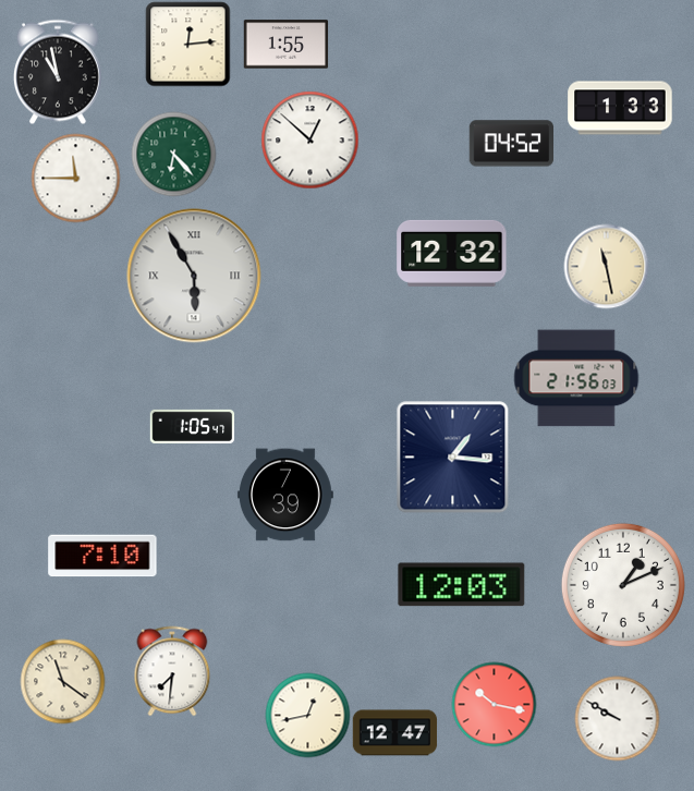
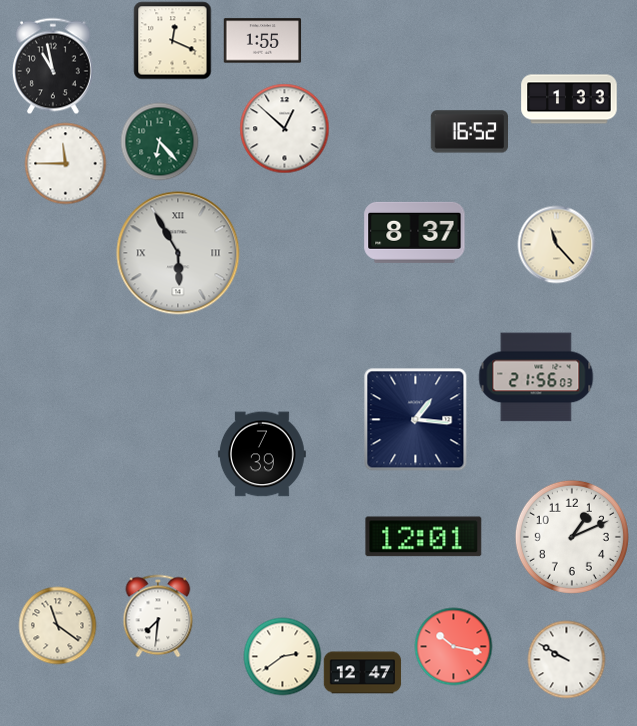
clock at (187, 44): 12:14 -> 12:19
clock at (511, 144): 04:52 -> 16:52
clock at (75, 178) position: (75, 178) -> (65, 163)
clock at (452, 253): 12:32 -> 8:37
clock at (606, 266): 11:28 -> 11:23
clock at (576, 378) position: (576, 378) -> (536, 377)
clock at (192, 426): 1:05 -> none
clock at (102, 556): 7:10 -> none
clock at (462, 585): 12:03 -> 12:01
clock at (307, 715): 12:43 -> 2:39
